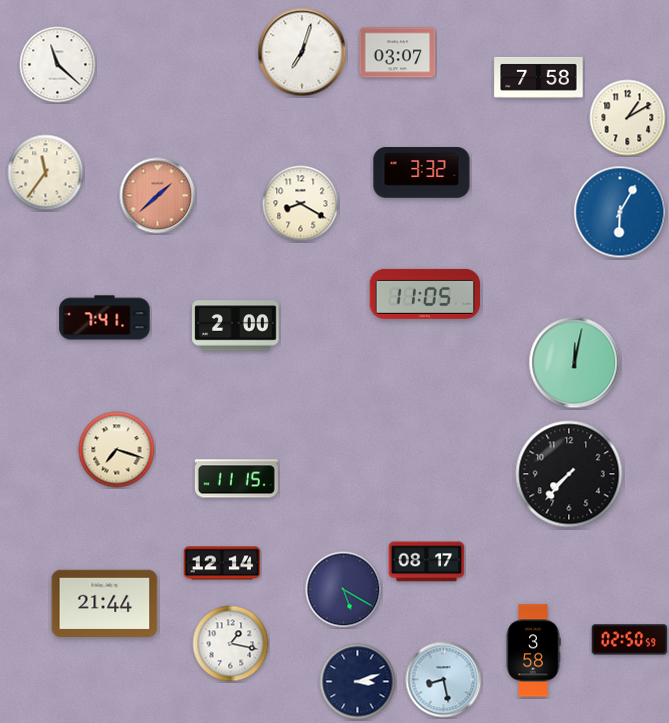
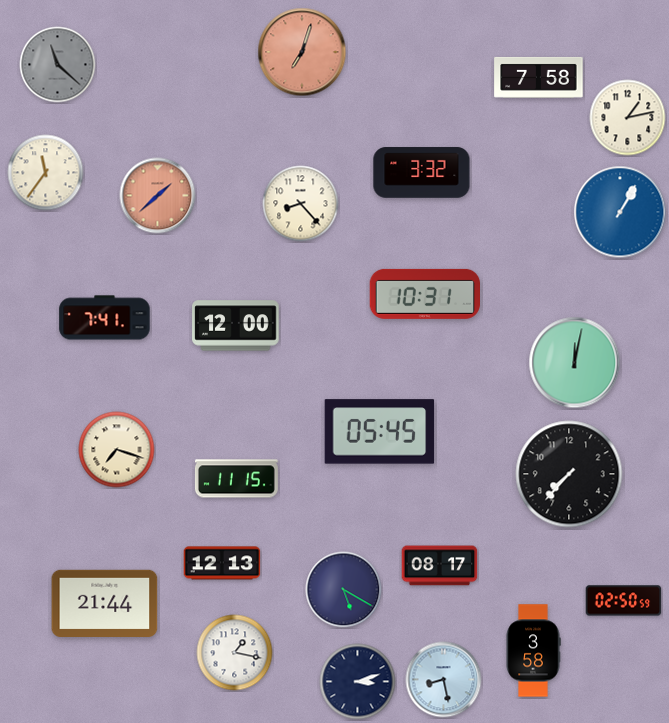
clock at (302, 52) dial: white -> salmon
clock at (398, 53): 03:07 -> none
clock at (58, 65) dial: white -> grey
clock at (628, 118): 1:10 -> 1:13
clock at (301, 204): 8:20 -> 8:23
clock at (620, 212): 6:05 -> 1:05
clock at (425, 294): 11:05 -> 10:31
clock at (236, 326): 2:00 -> 12:00
clock at (380, 432): none -> 05:45
clock at (427, 562) position: (427, 562) -> (440, 566)
clock at (222, 563): 12:14 -> 12:13
clock at (630, 640) position: (630, 640) -> (624, 601)
clock at (231, 644) position: (231, 644) -> (235, 653)
